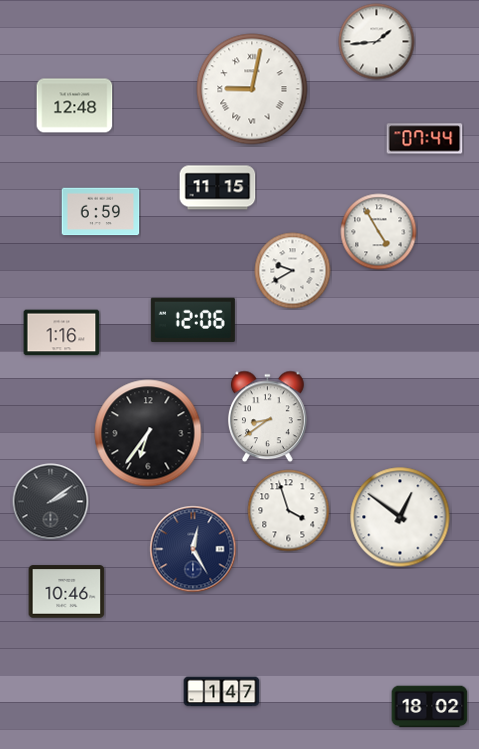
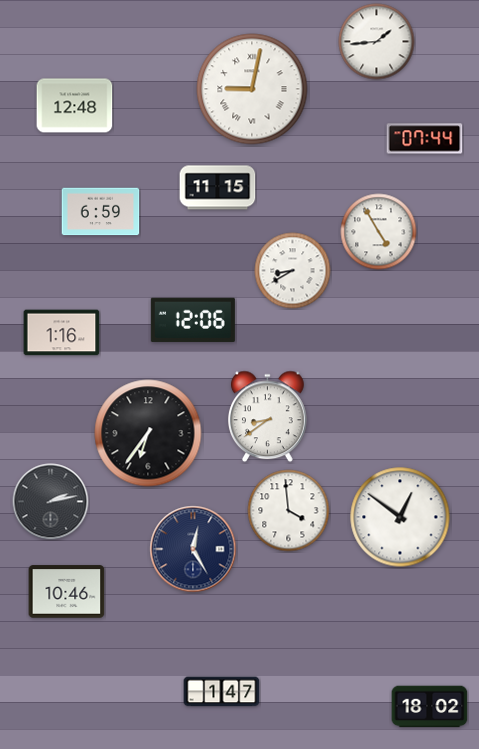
clock at (293, 271): 9:40 -> 8:40
clock at (51, 502): 2:09 -> 2:13
clock at (289, 511): 3:57 -> 3:59
